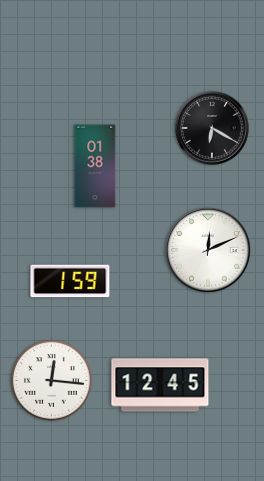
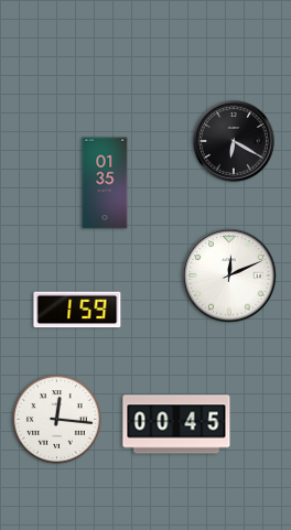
clock at (95, 166): 01:38 -> 01:35
clock at (160, 385): 12:45 -> 00:45
